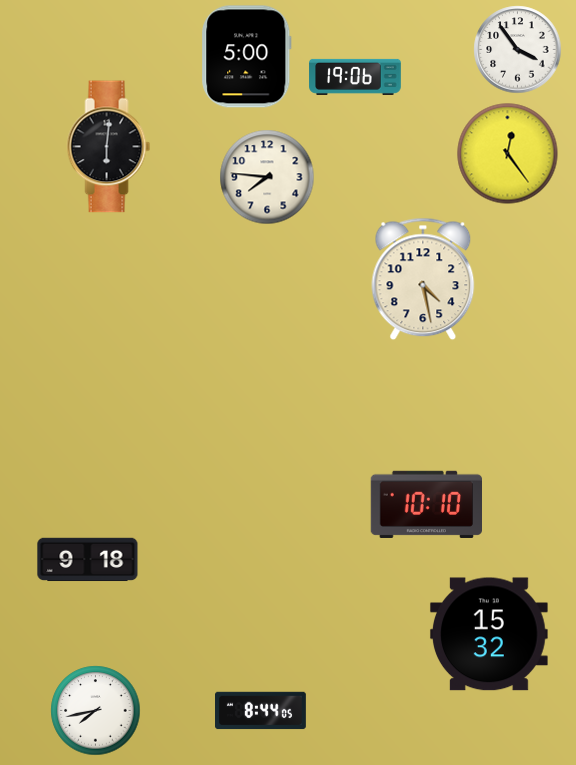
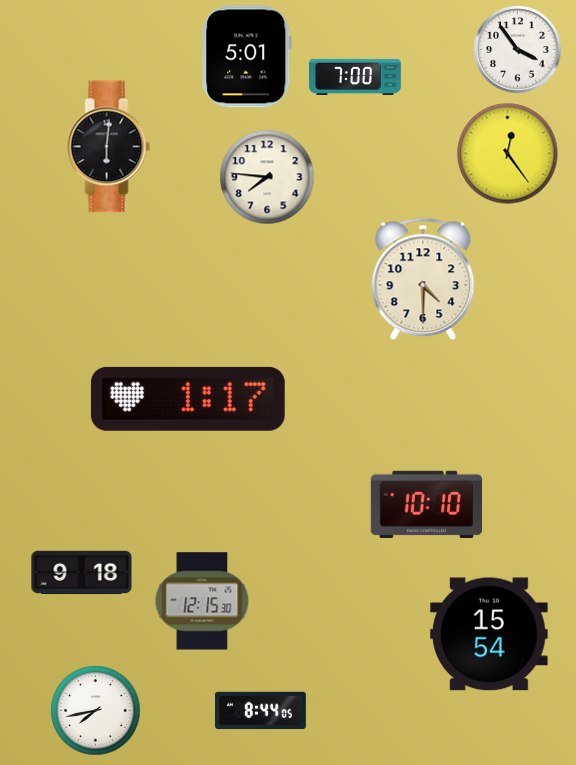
clock at (247, 57): 5:00 -> 5:01
clock at (355, 77): 19:06 -> 7:00
clock at (423, 279): 4:28 -> 4:30
clock at (188, 399): none -> 1:17
clock at (88, 560) position: (88, 560) -> (82, 573)
clock at (202, 601): none -> 12:15
clock at (489, 634): 15:32 -> 15:54
